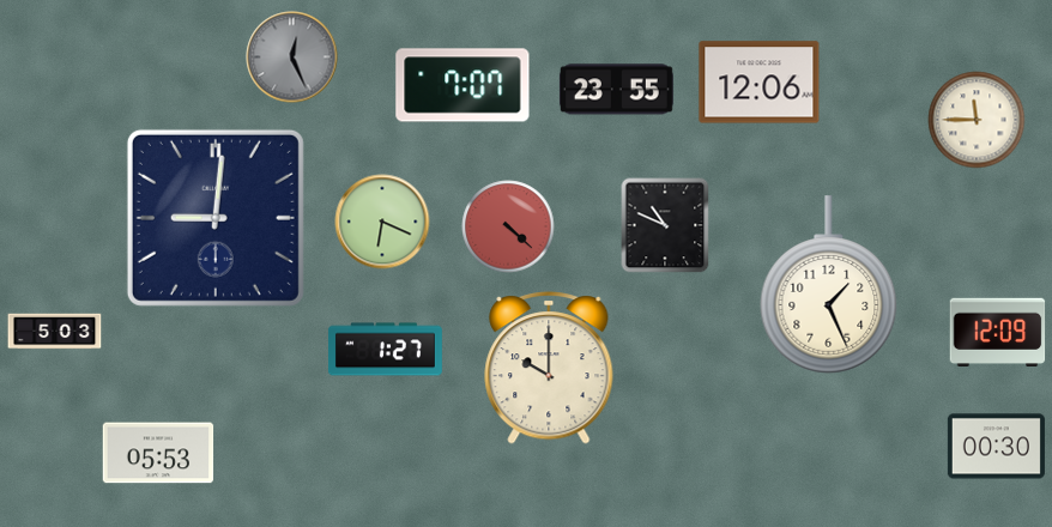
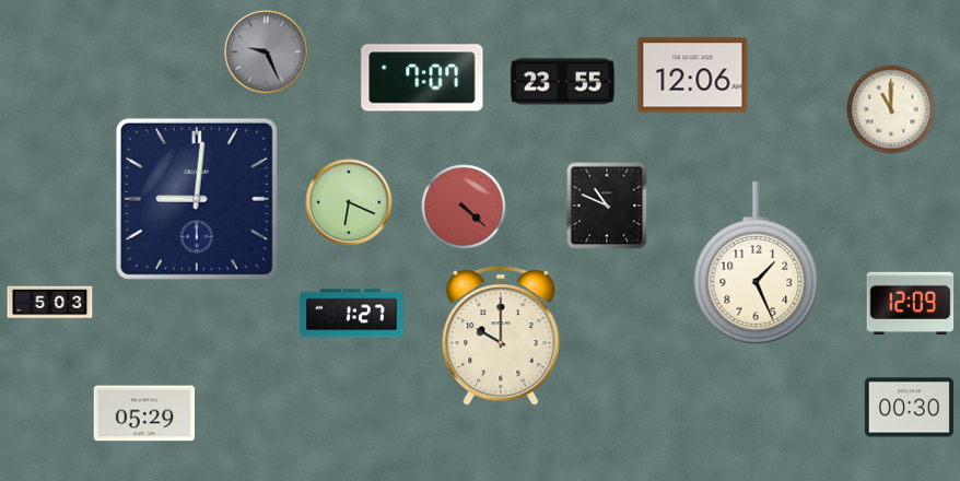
clock at (292, 57): 12:26 -> 9:26
clock at (977, 120): 11:45 -> 11:00
clock at (829, 285) position: (829, 285) -> (757, 263)
clock at (386, 350) position: (386, 350) -> (352, 314)
clock at (158, 453): 05:53 -> 05:29
